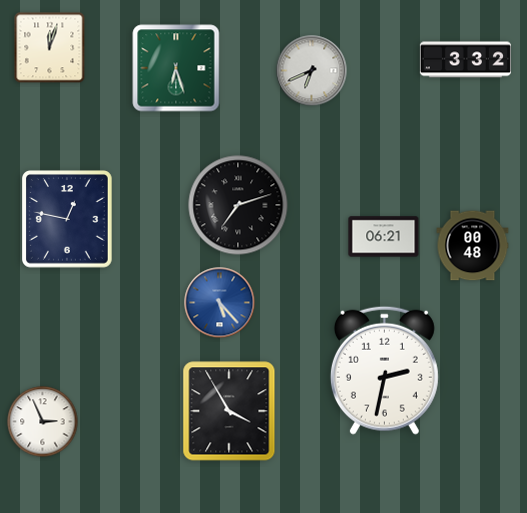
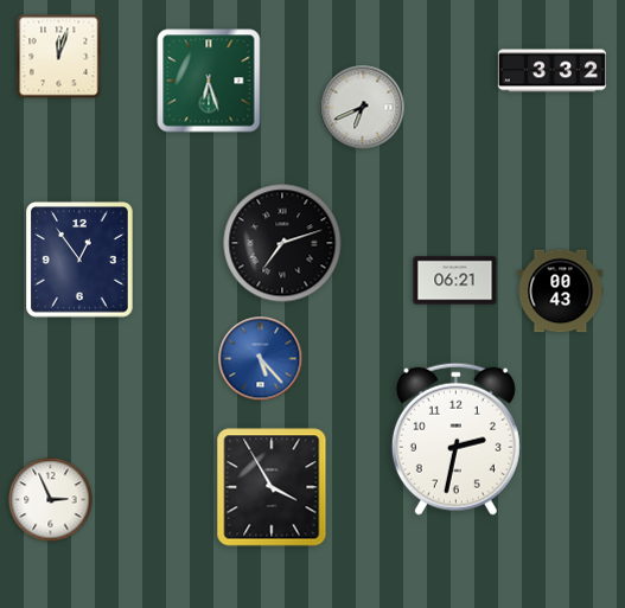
clock at (312, 71) position: (312, 71) -> (363, 108)
clock at (68, 219): 12:47 -> 12:54
clock at (473, 246): 00:48 -> 00:43
